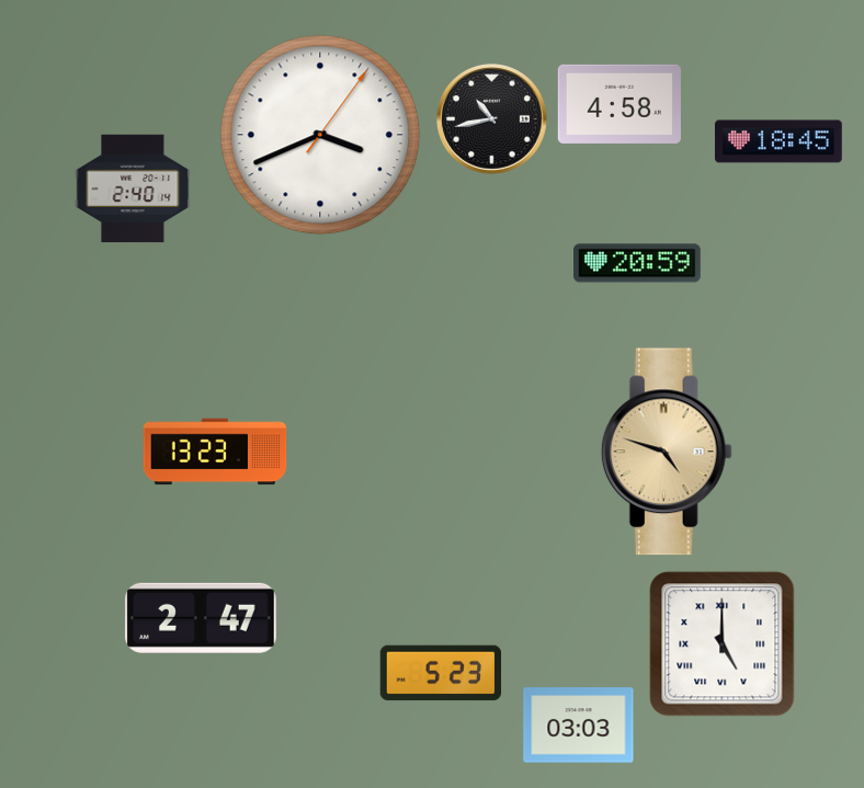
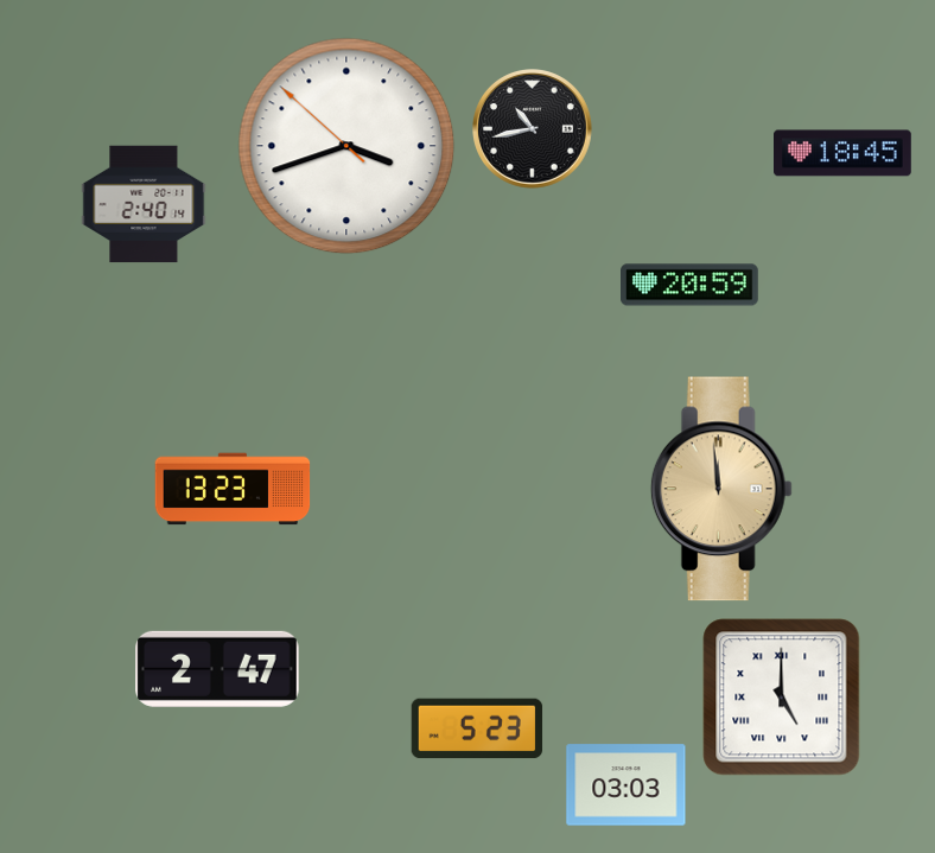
clock at (619, 104): 4:58 -> none
clock at (320, 135): 3:41:06 -> 3:41:52
clock at (667, 452): 4:48 -> 11:59
